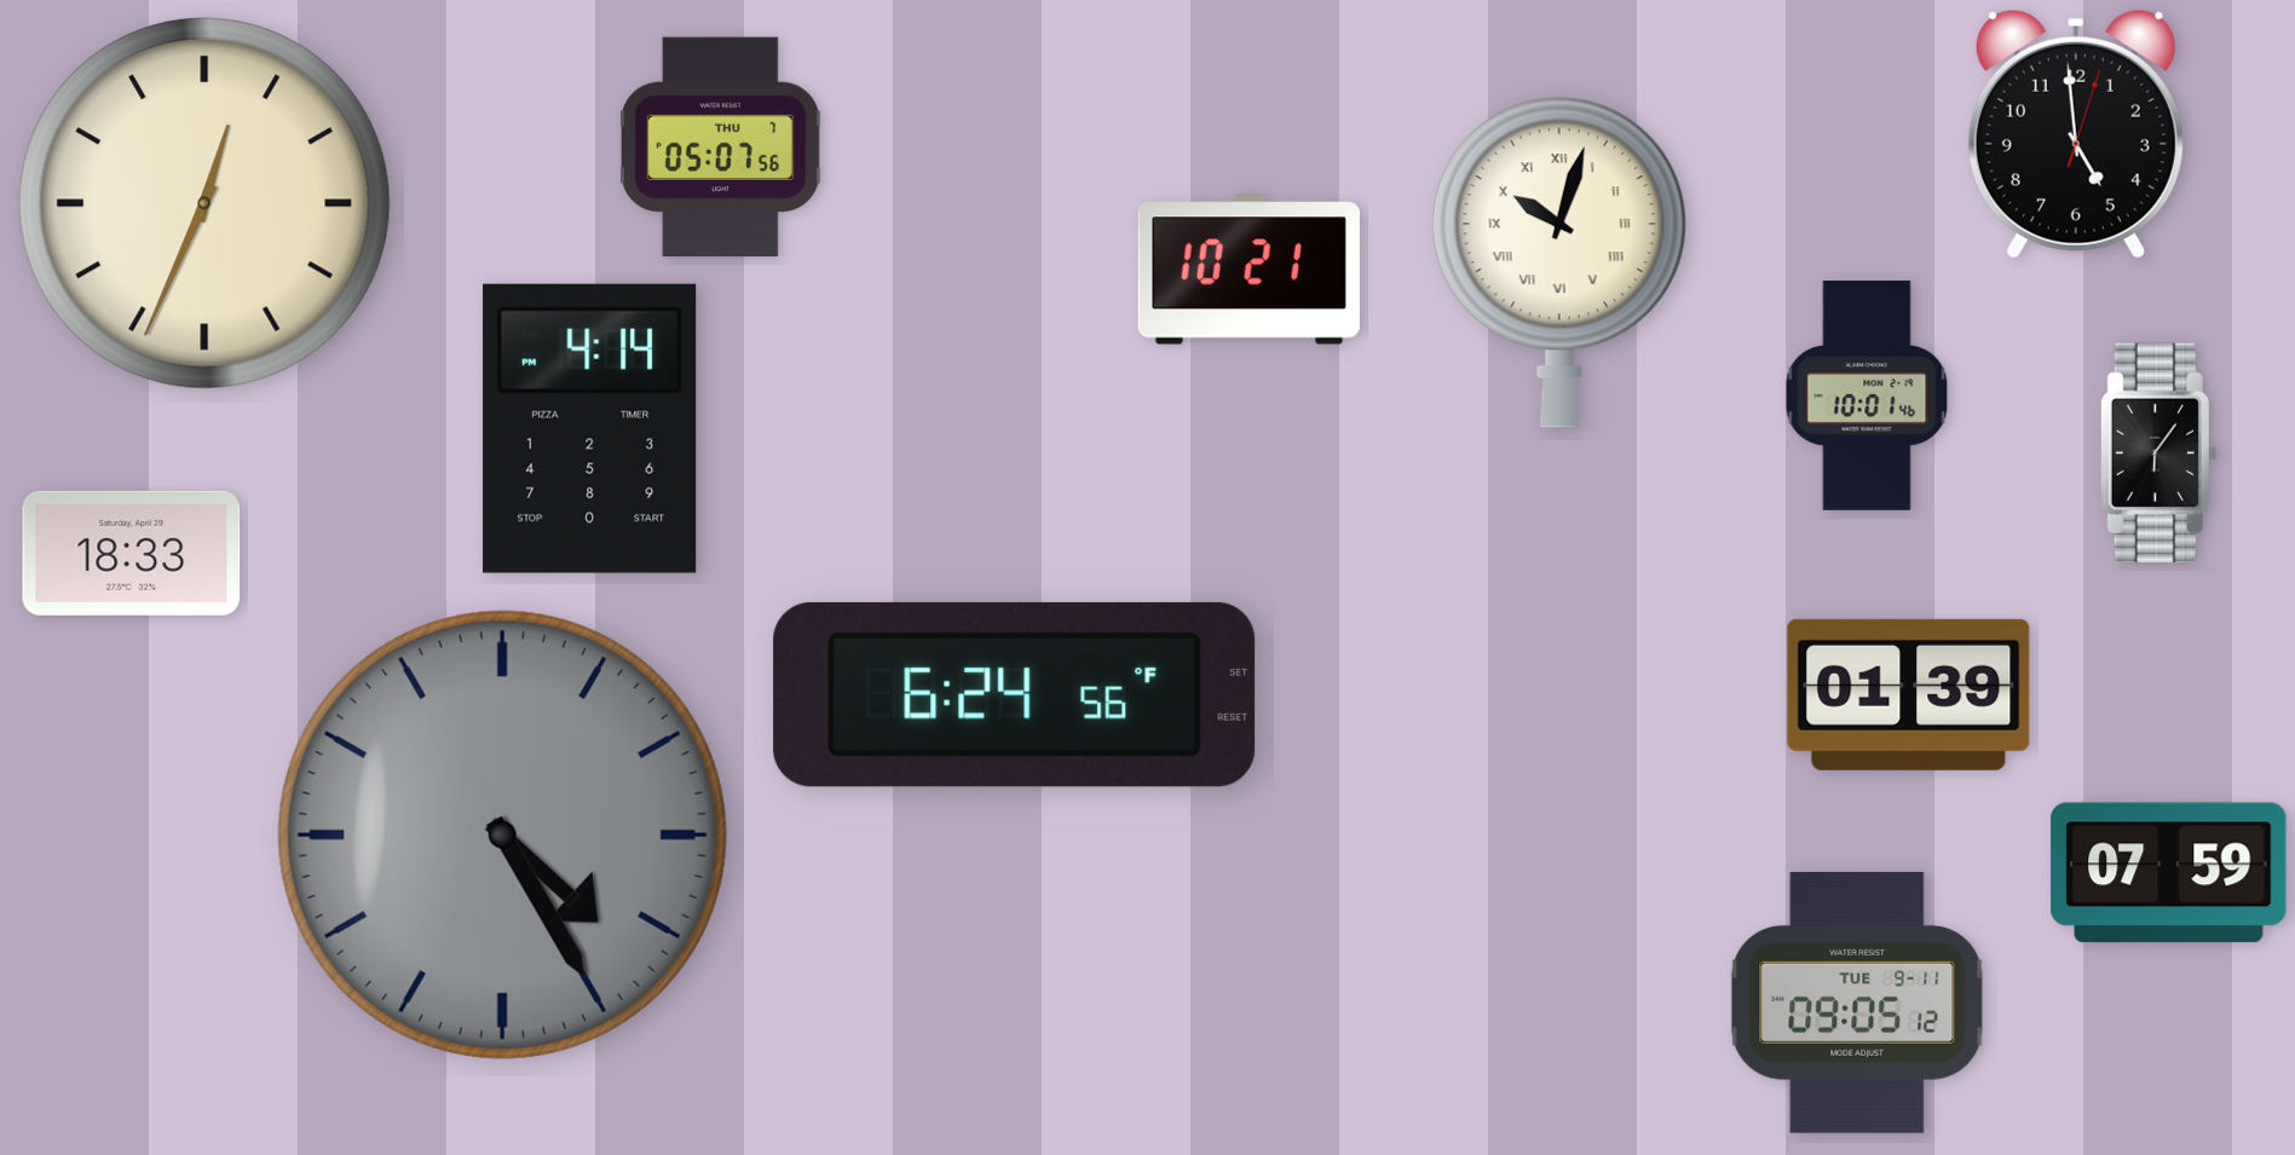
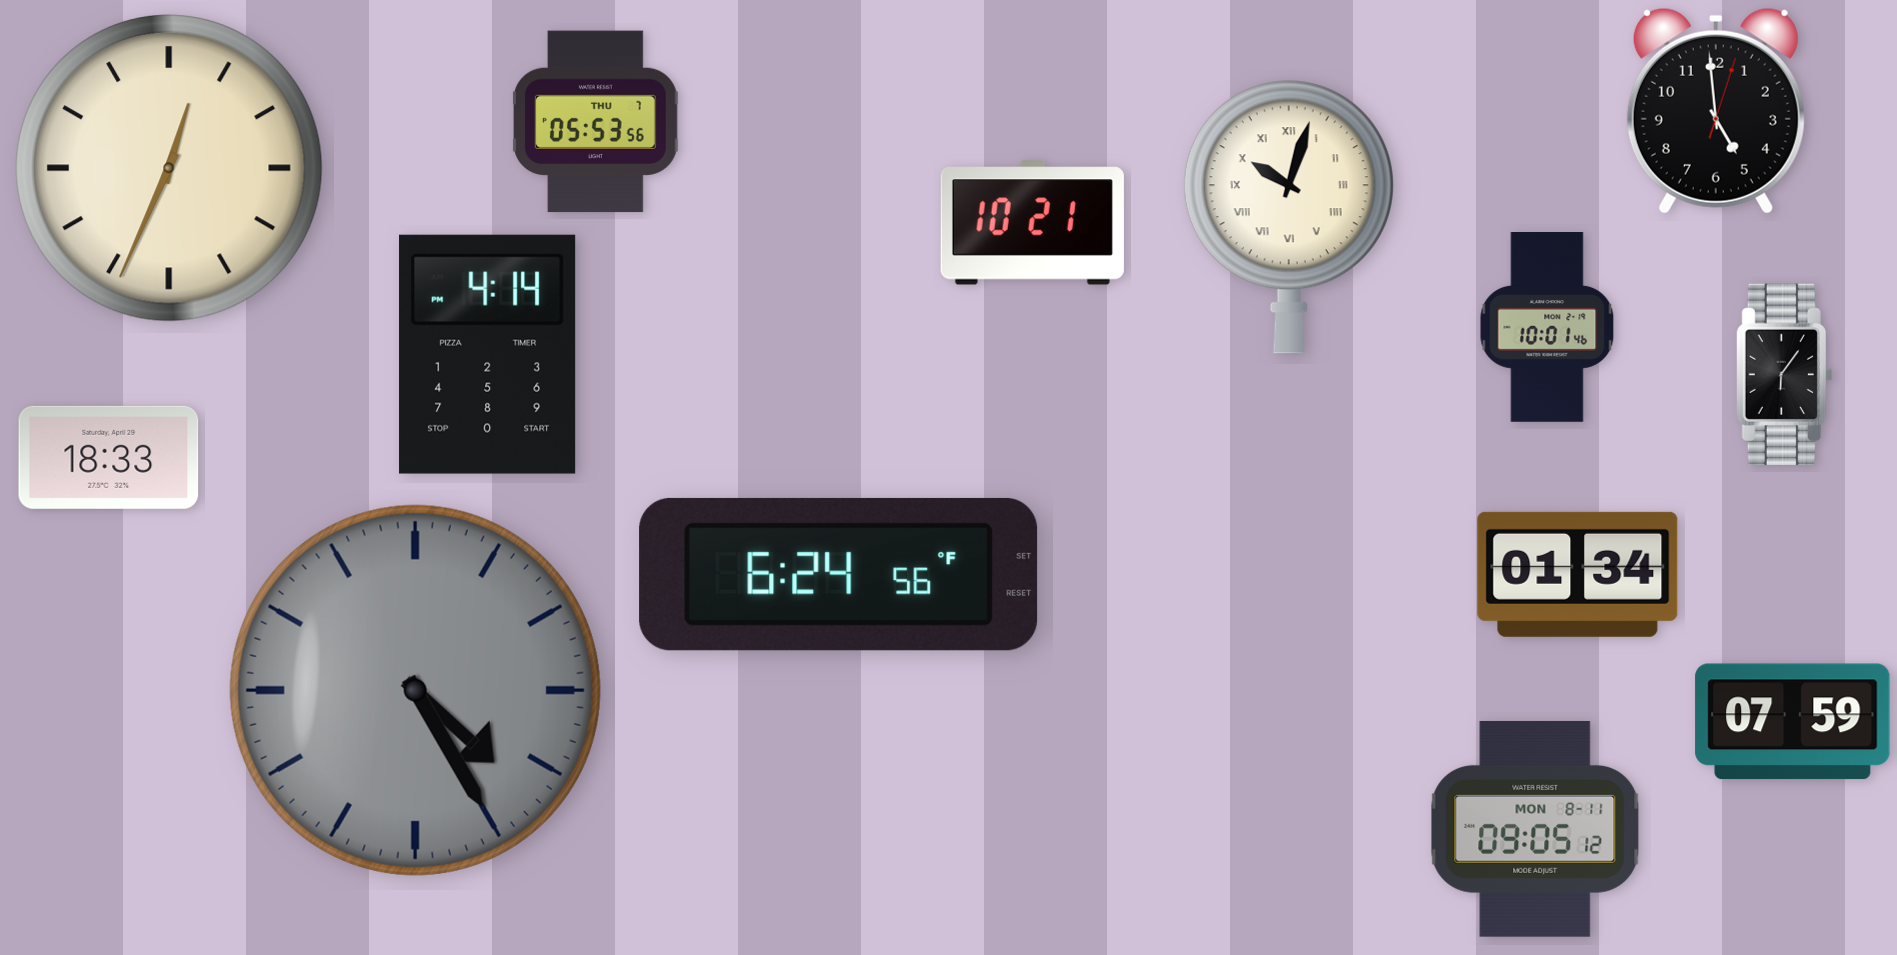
clock at (720, 148): 05:07 -> 05:53
clock at (1867, 397) position: (1867, 397) -> (1547, 328)
clock at (1909, 694): 01:39 -> 01:34
clock at (1857, 1003) date: TUE 9-11 -> MON 8-11
